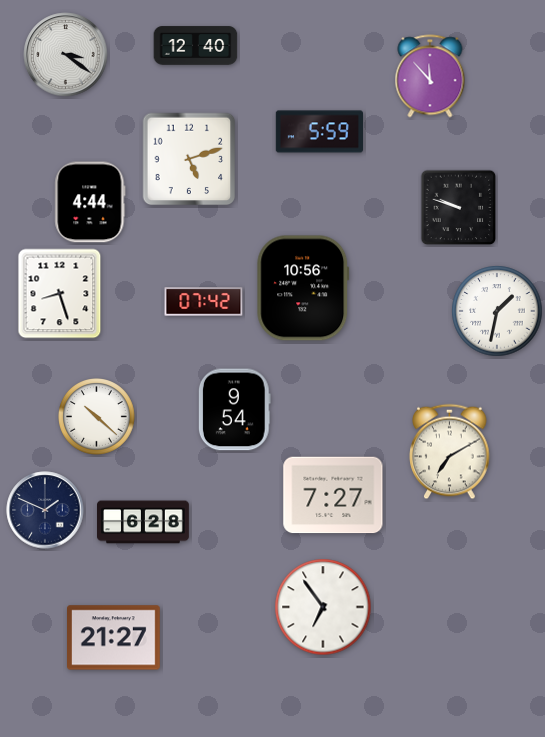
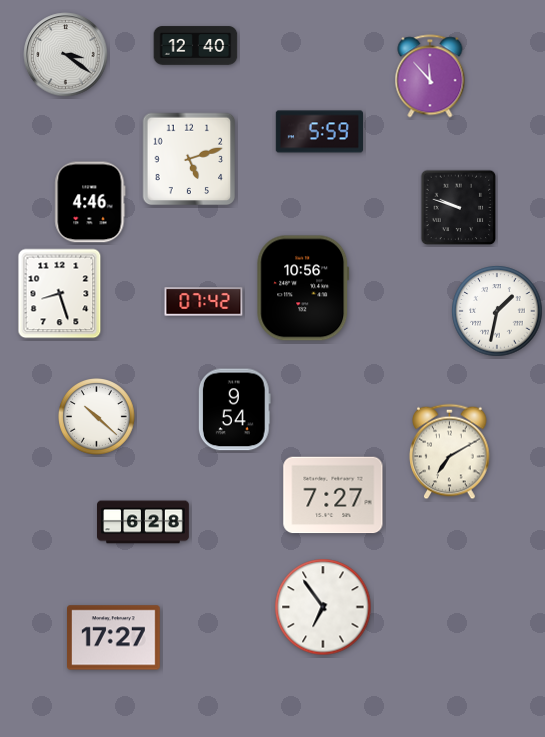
clock at (90, 202): 4:44 -> 4:46
clock at (45, 510): 1:49 -> none
clock at (114, 638): 21:27 -> 17:27
